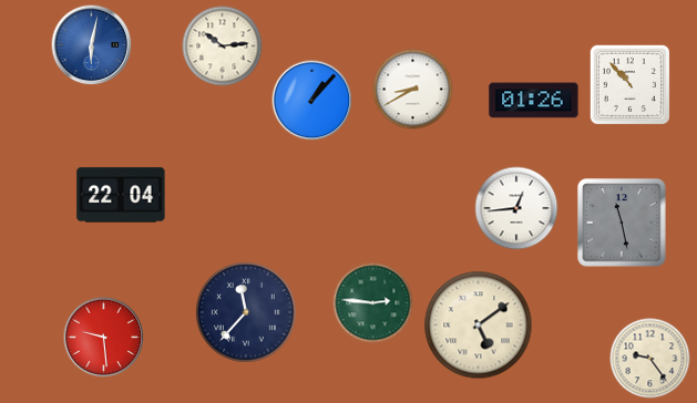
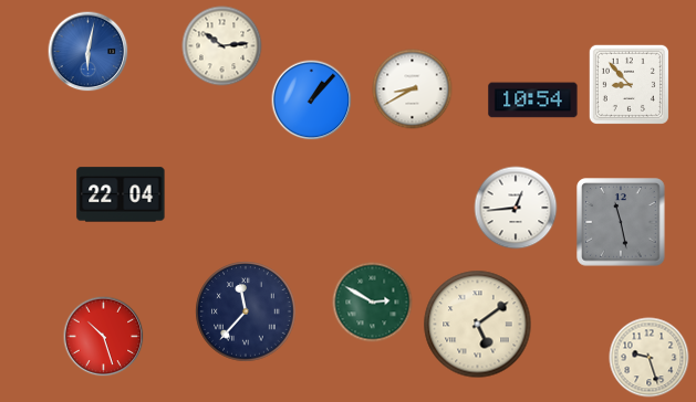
clock at (92, 45) position: (92, 45) -> (89, 52)
clock at (629, 84): 10:53 -> 8:53
clock at (534, 101): 01:26 -> 10:54
clock at (373, 303): 2:46 -> 2:50
clock at (104, 338): 9:29 -> 10:27
clock at (650, 359): 9:24 -> 9:27
